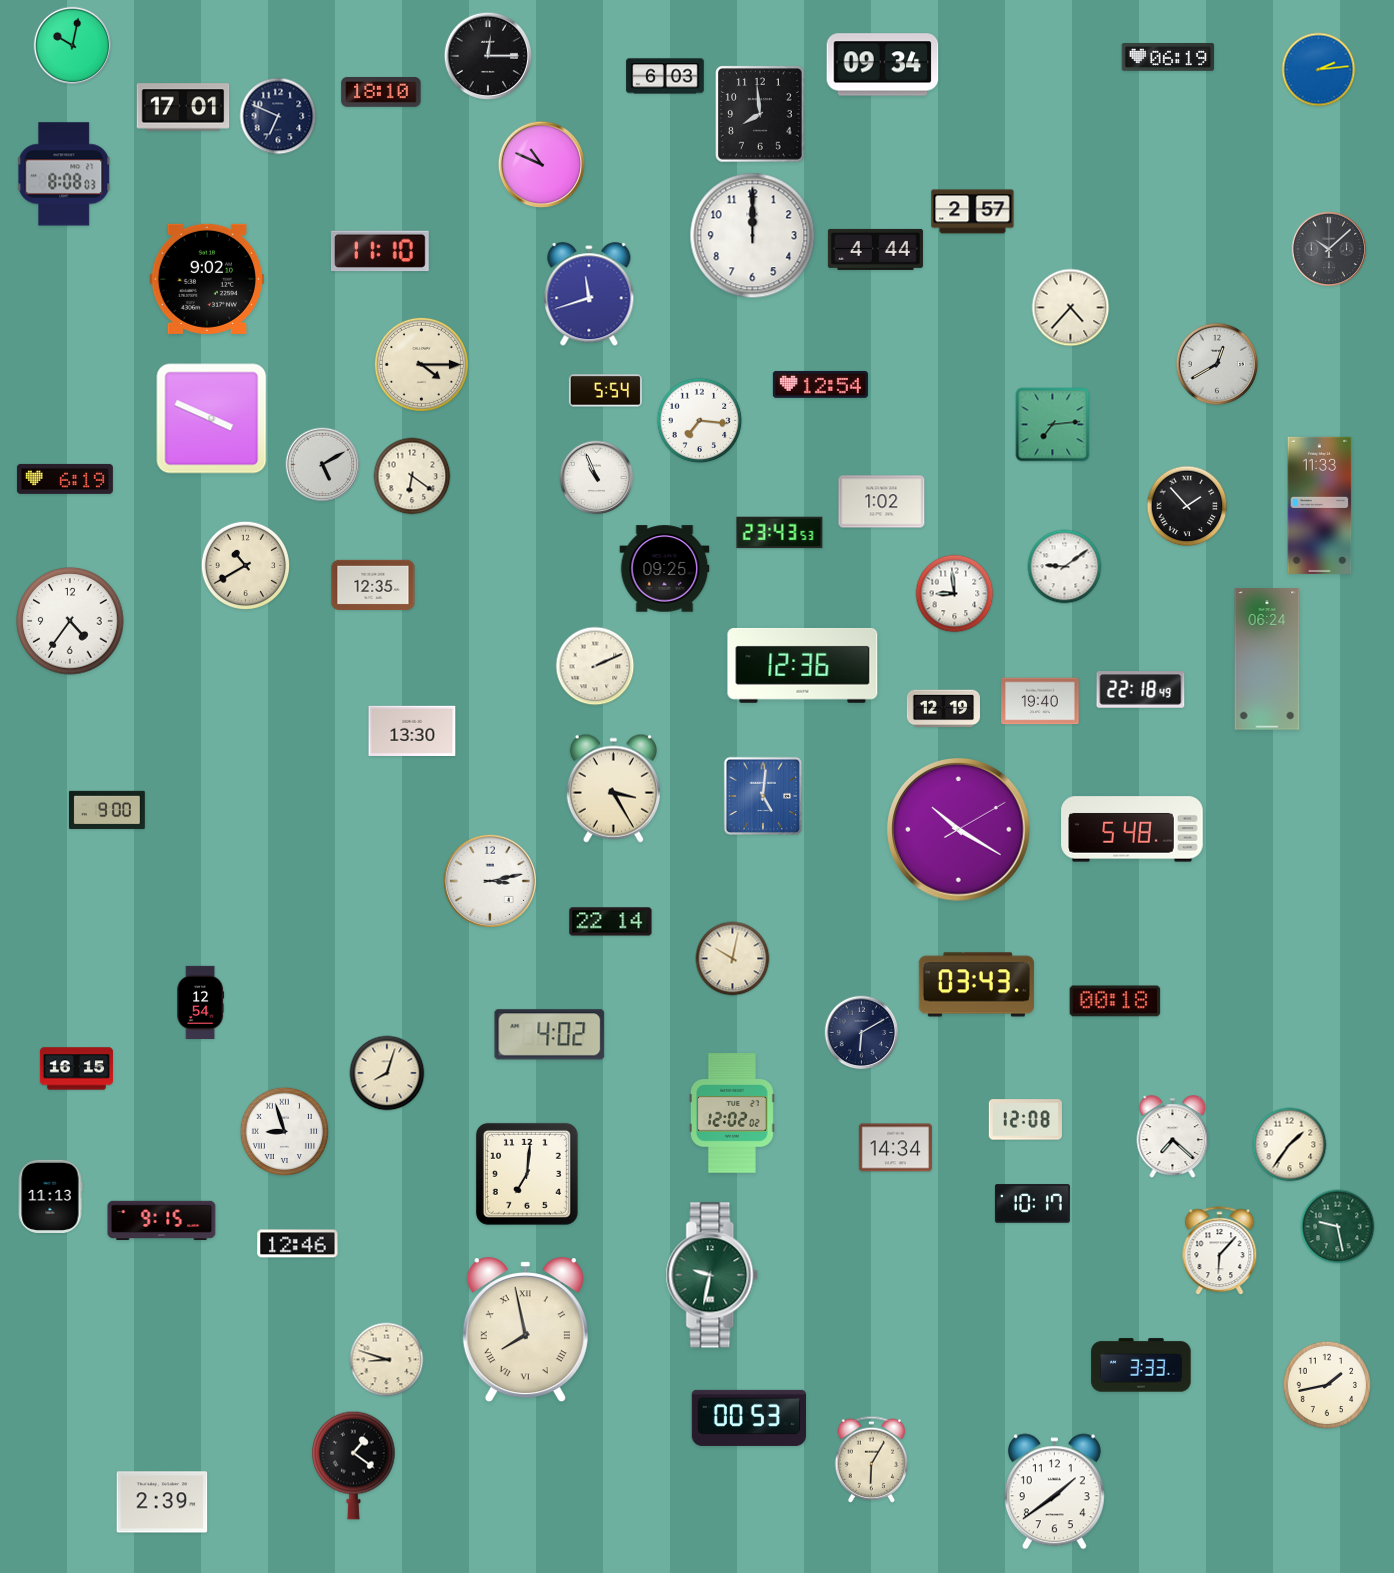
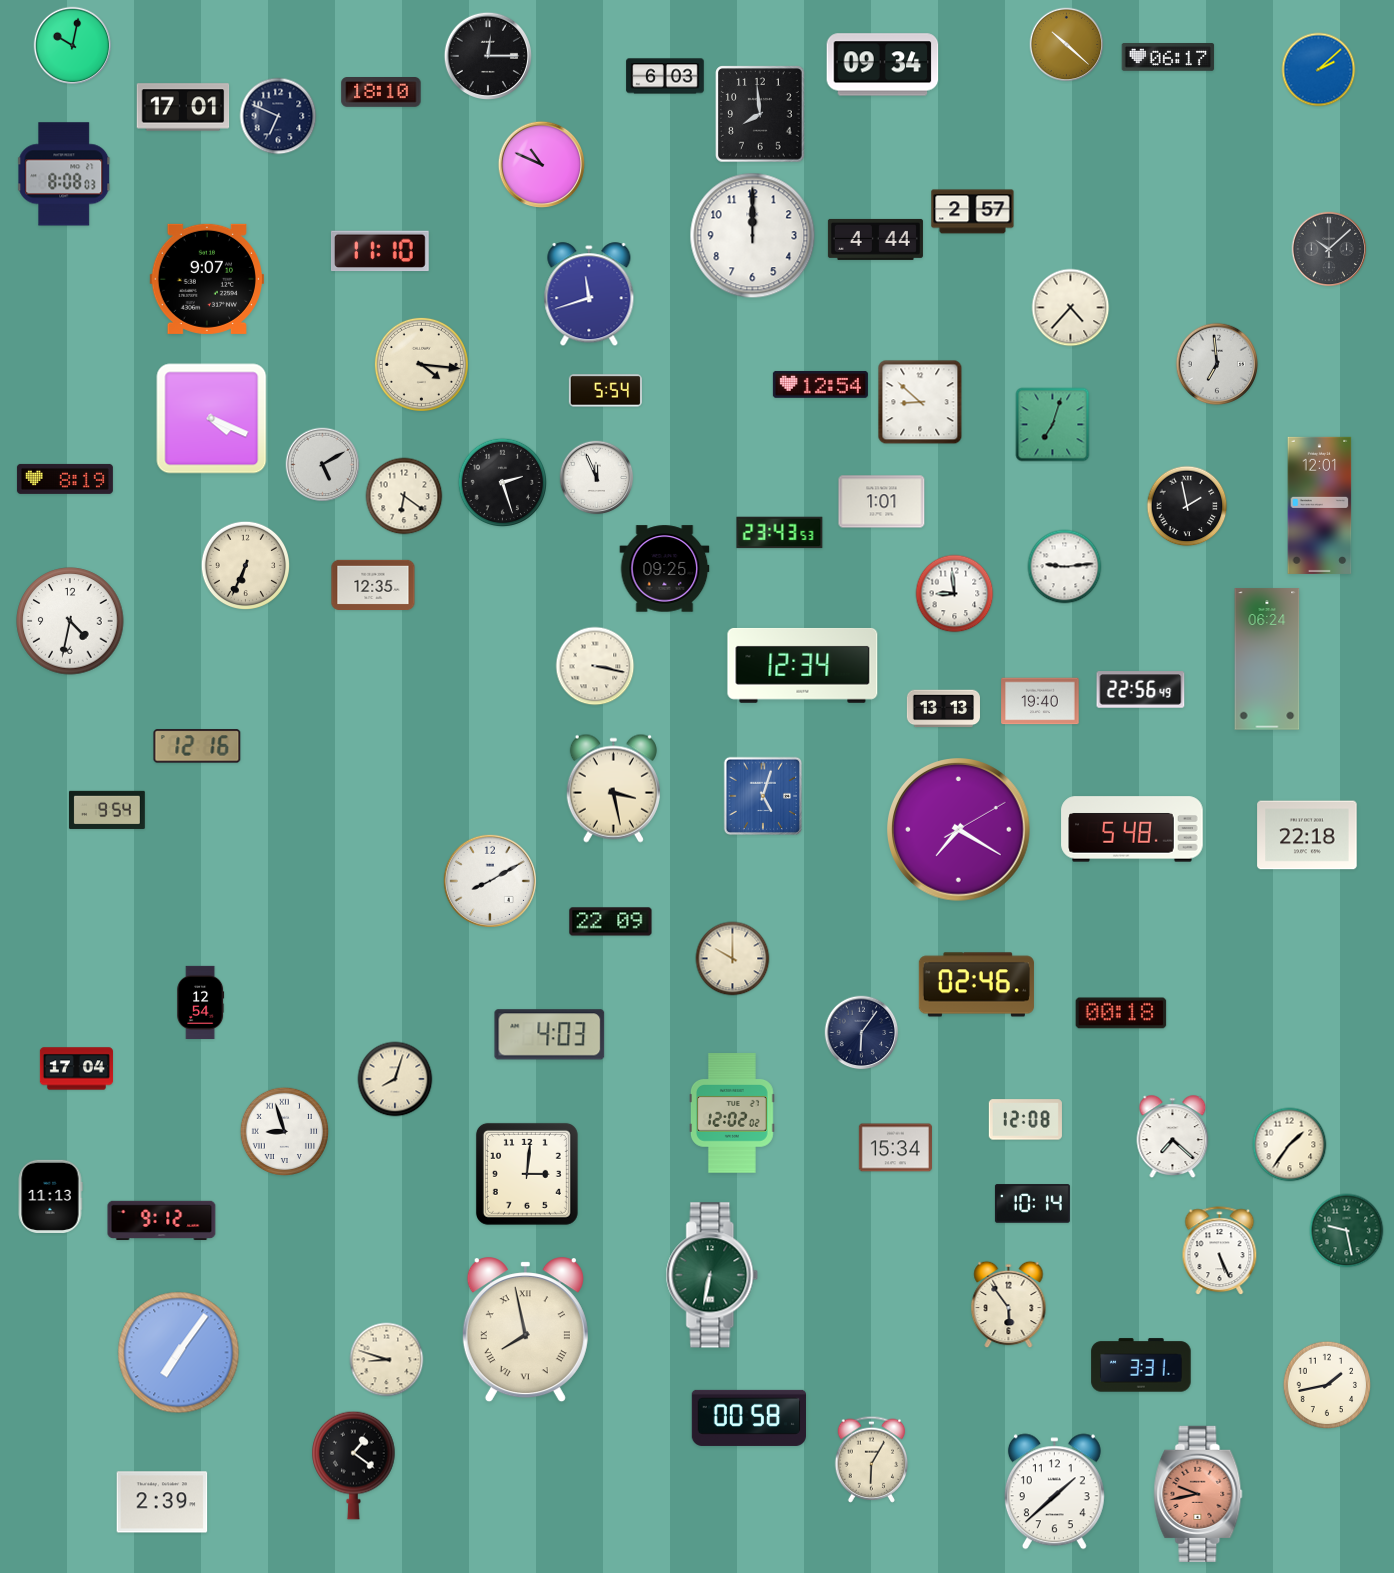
clock at (1067, 45): none -> 10:22
clock at (1168, 58): 06:19 -> 06:17
clock at (1319, 70): 2:14 -> 2:08
clock at (875, 249) position: (875, 249) -> (875, 239)
clock at (206, 279): 9:02 -> 9:07
clock at (421, 364): 4:15 -> 4:16
clock at (1217, 364): 12:40 -> 6:59
clock at (920, 402): none -> 8:52
clock at (212, 419): 3:49 -> 4:19
clock at (700, 421): 7:16 -> none
clock at (1053, 425): 7:14 -> 7:03
clock at (412, 476) position: (412, 476) -> (404, 496)
clock at (597, 478): 10:56 -> 11:56
clock at (65, 479): 6:19 -> 8:19
clock at (502, 482): none -> 2:27
clock at (882, 502): 1:02 -> 1:01
clock at (1320, 505): 11:33 -> 12:01
clock at (1187, 506): 1:53 -> 1:58
clock at (245, 565): 10:40 -> 6:34
clock at (1065, 567): 9:09 -> 9:14
clock at (70, 621): 4:36 -> 4:32
clock at (803, 665): 12:36 -> 12:34
clock at (595, 666): 2:11 -> 3:17
clock at (1141, 690): 22:18 -> 22:56
clock at (943, 709): 12:19 -> 13:13
clock at (412, 730): 13:30 -> none
clock at (197, 746): none -> 12:16
clock at (613, 788): 3:25 -> 3:28
clock at (763, 796): 5:01 -> 5:03
clock at (107, 810): 9:00 -> 9:54
clock at (959, 830): 10:20 -> 7:20
clock at (1307, 835): none -> 22:18
clock at (490, 881): 3:13 -> 8:10
clock at (611, 922): 22:14 -> 22:09
clock at (733, 959): 10:02 -> 10:00
clock at (976, 985): 03:43 -> 02:46
clock at (1115, 1001) position: (1115, 1001) -> (1121, 1013)
clock at (862, 1033): 6:10 -> 6:06
clock at (550, 1035): 4:02 -> 4:03
clock at (76, 1069): 16:15 -> 17:04
clock at (387, 1073) position: (387, 1073) -> (395, 1079)
clock at (895, 1148): 14:34 -> 15:34
clock at (527, 1174): 7:01 -> 3:01
clock at (1032, 1204): 10:17 -> 10:14
clock at (162, 1221): 9:15 -> 9:12
clock at (1338, 1227) position: (1338, 1227) -> (1347, 1231)
clock at (298, 1244): 12:46 -> none
clock at (1220, 1251): 6:07 -> 5:26
clock at (712, 1275): 9:32 -> 6:32
clock at (1009, 1305): none -> 5:54
clock at (179, 1353): none -> 7:06
clock at (1141, 1365): 3:33 -> 3:31
clock at (748, 1418): 00:53 -> 00:58
clock at (1054, 1492): 1:39 -> 1:38
clock at (1198, 1494): none -> 9:43
